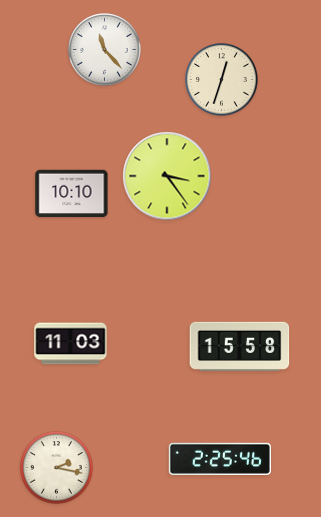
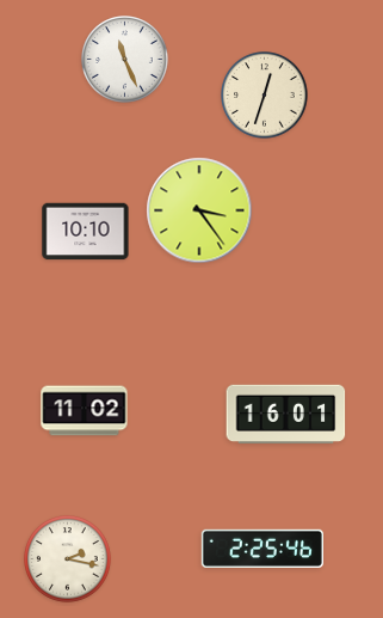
clock at (105, 50): 11:23 -> 11:26
clock at (71, 344): 11:03 -> 11:02
clock at (240, 346): 15:58 -> 16:01
